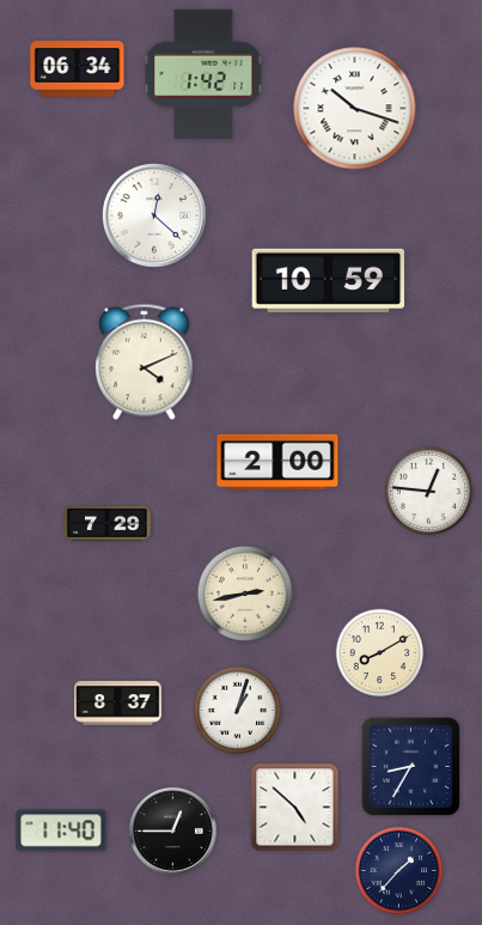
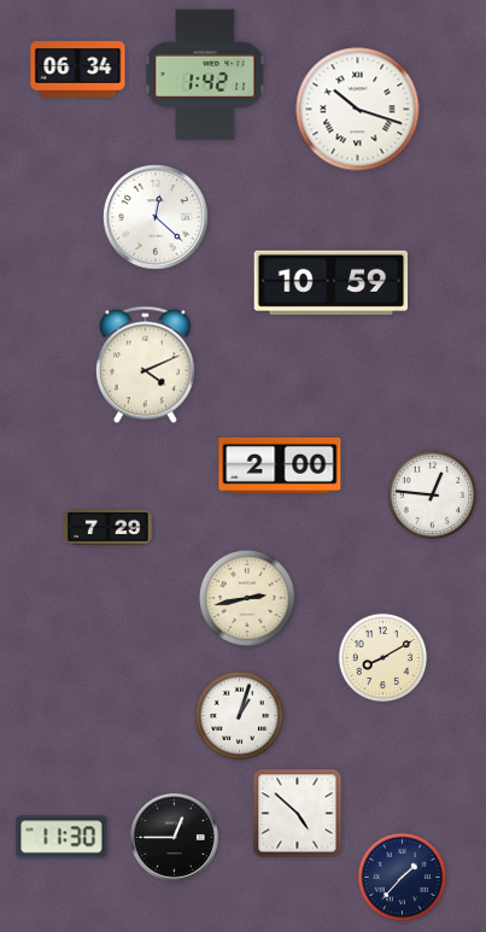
clock at (118, 704): 8:37 -> none
clock at (411, 767): 8:35 -> none
clock at (61, 830): 11:40 -> 11:30
